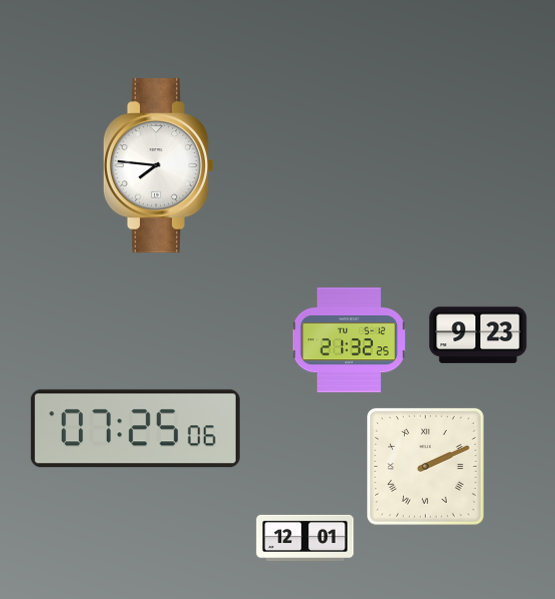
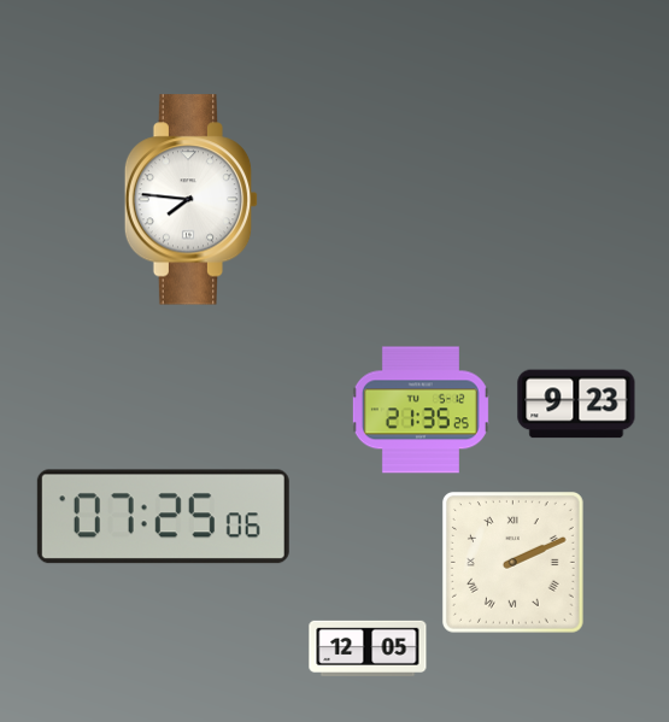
clock at (349, 340): 21:32 -> 21:35
clock at (305, 538): 12:01 -> 12:05
